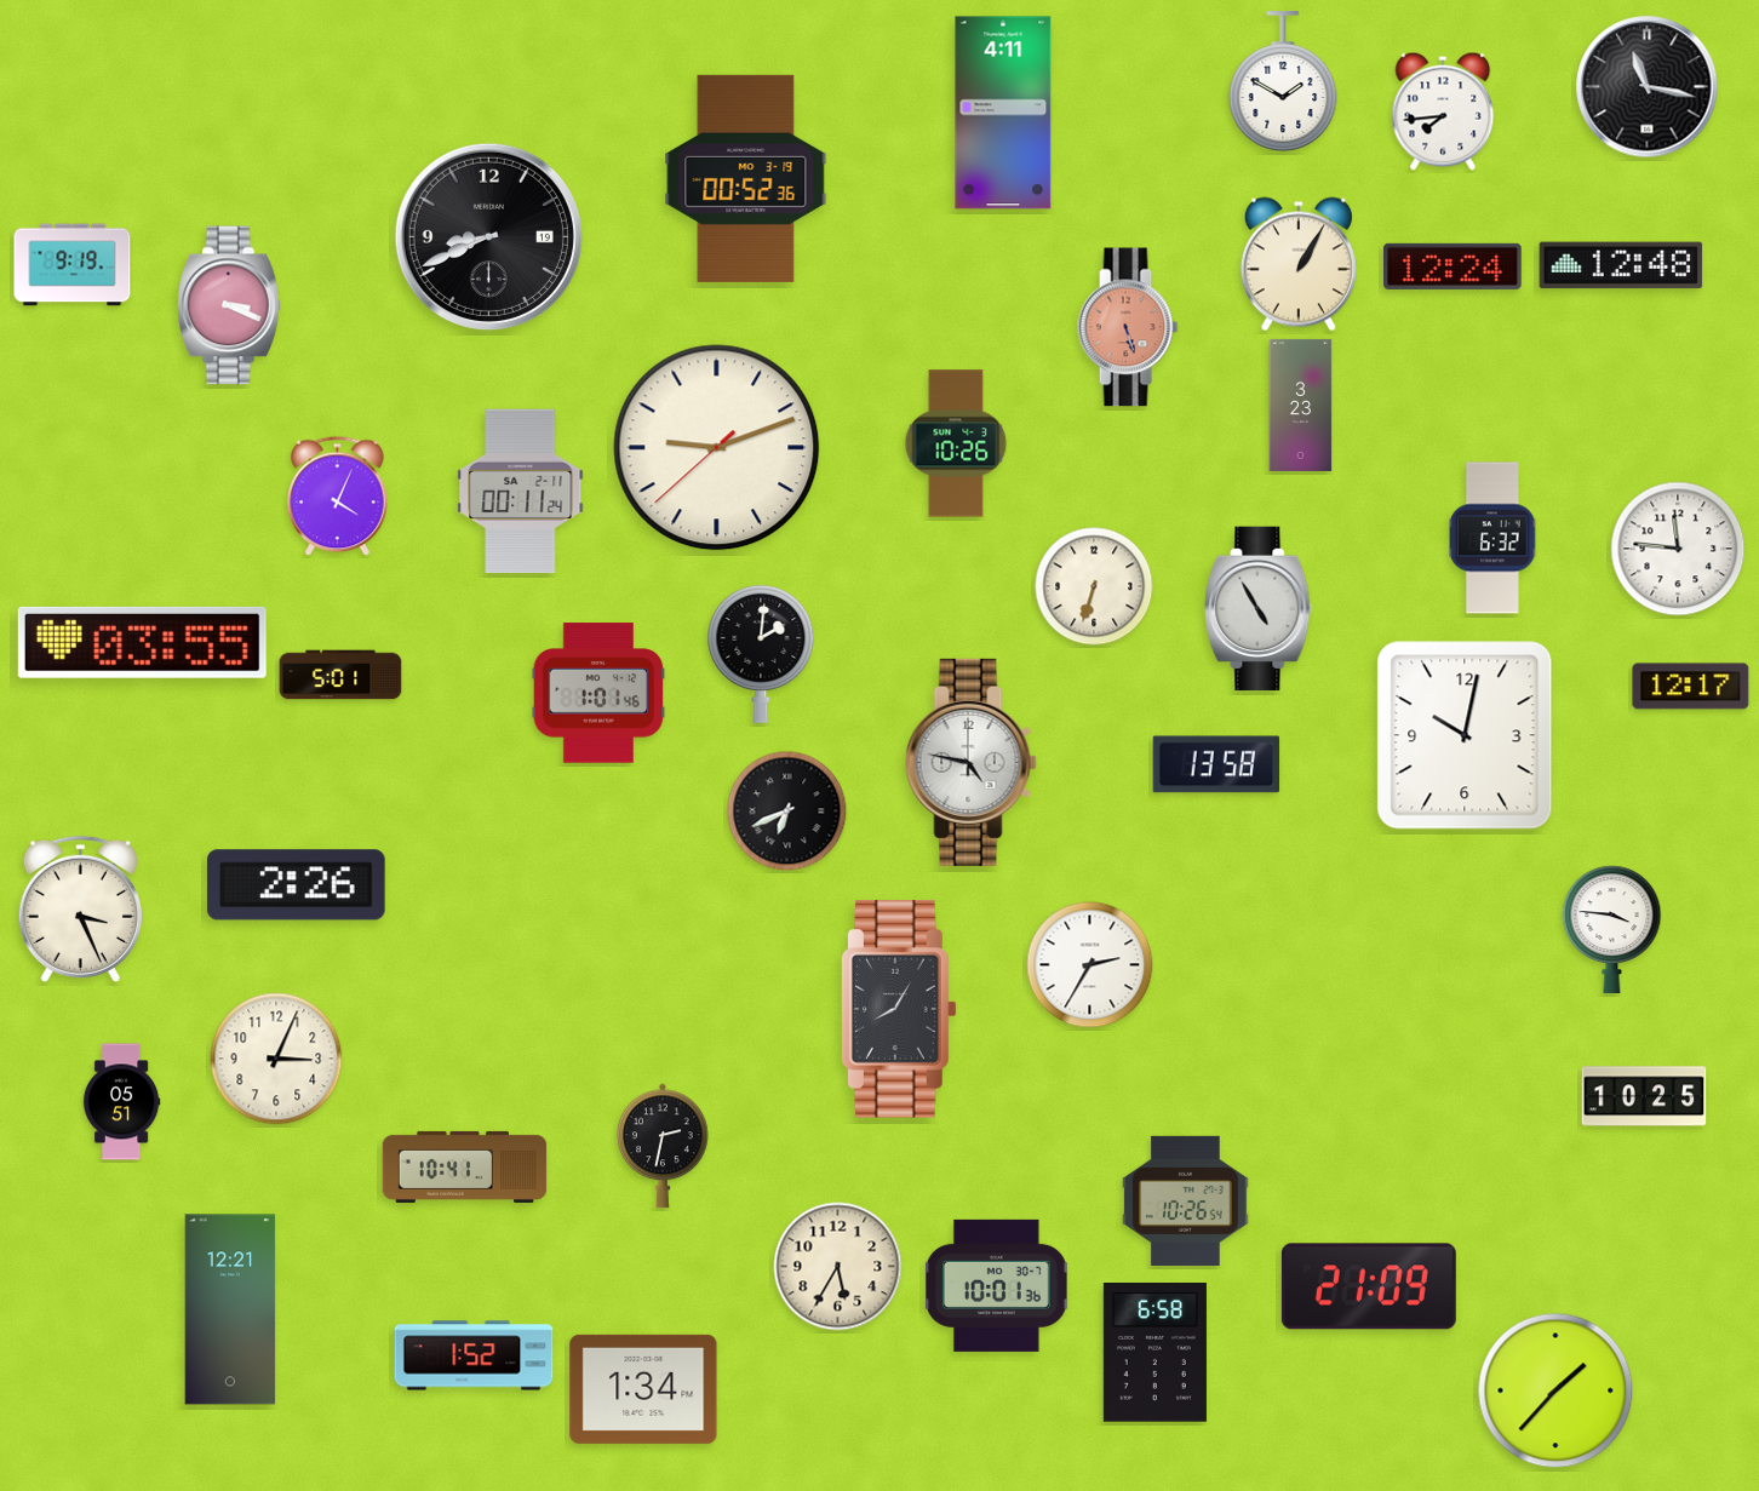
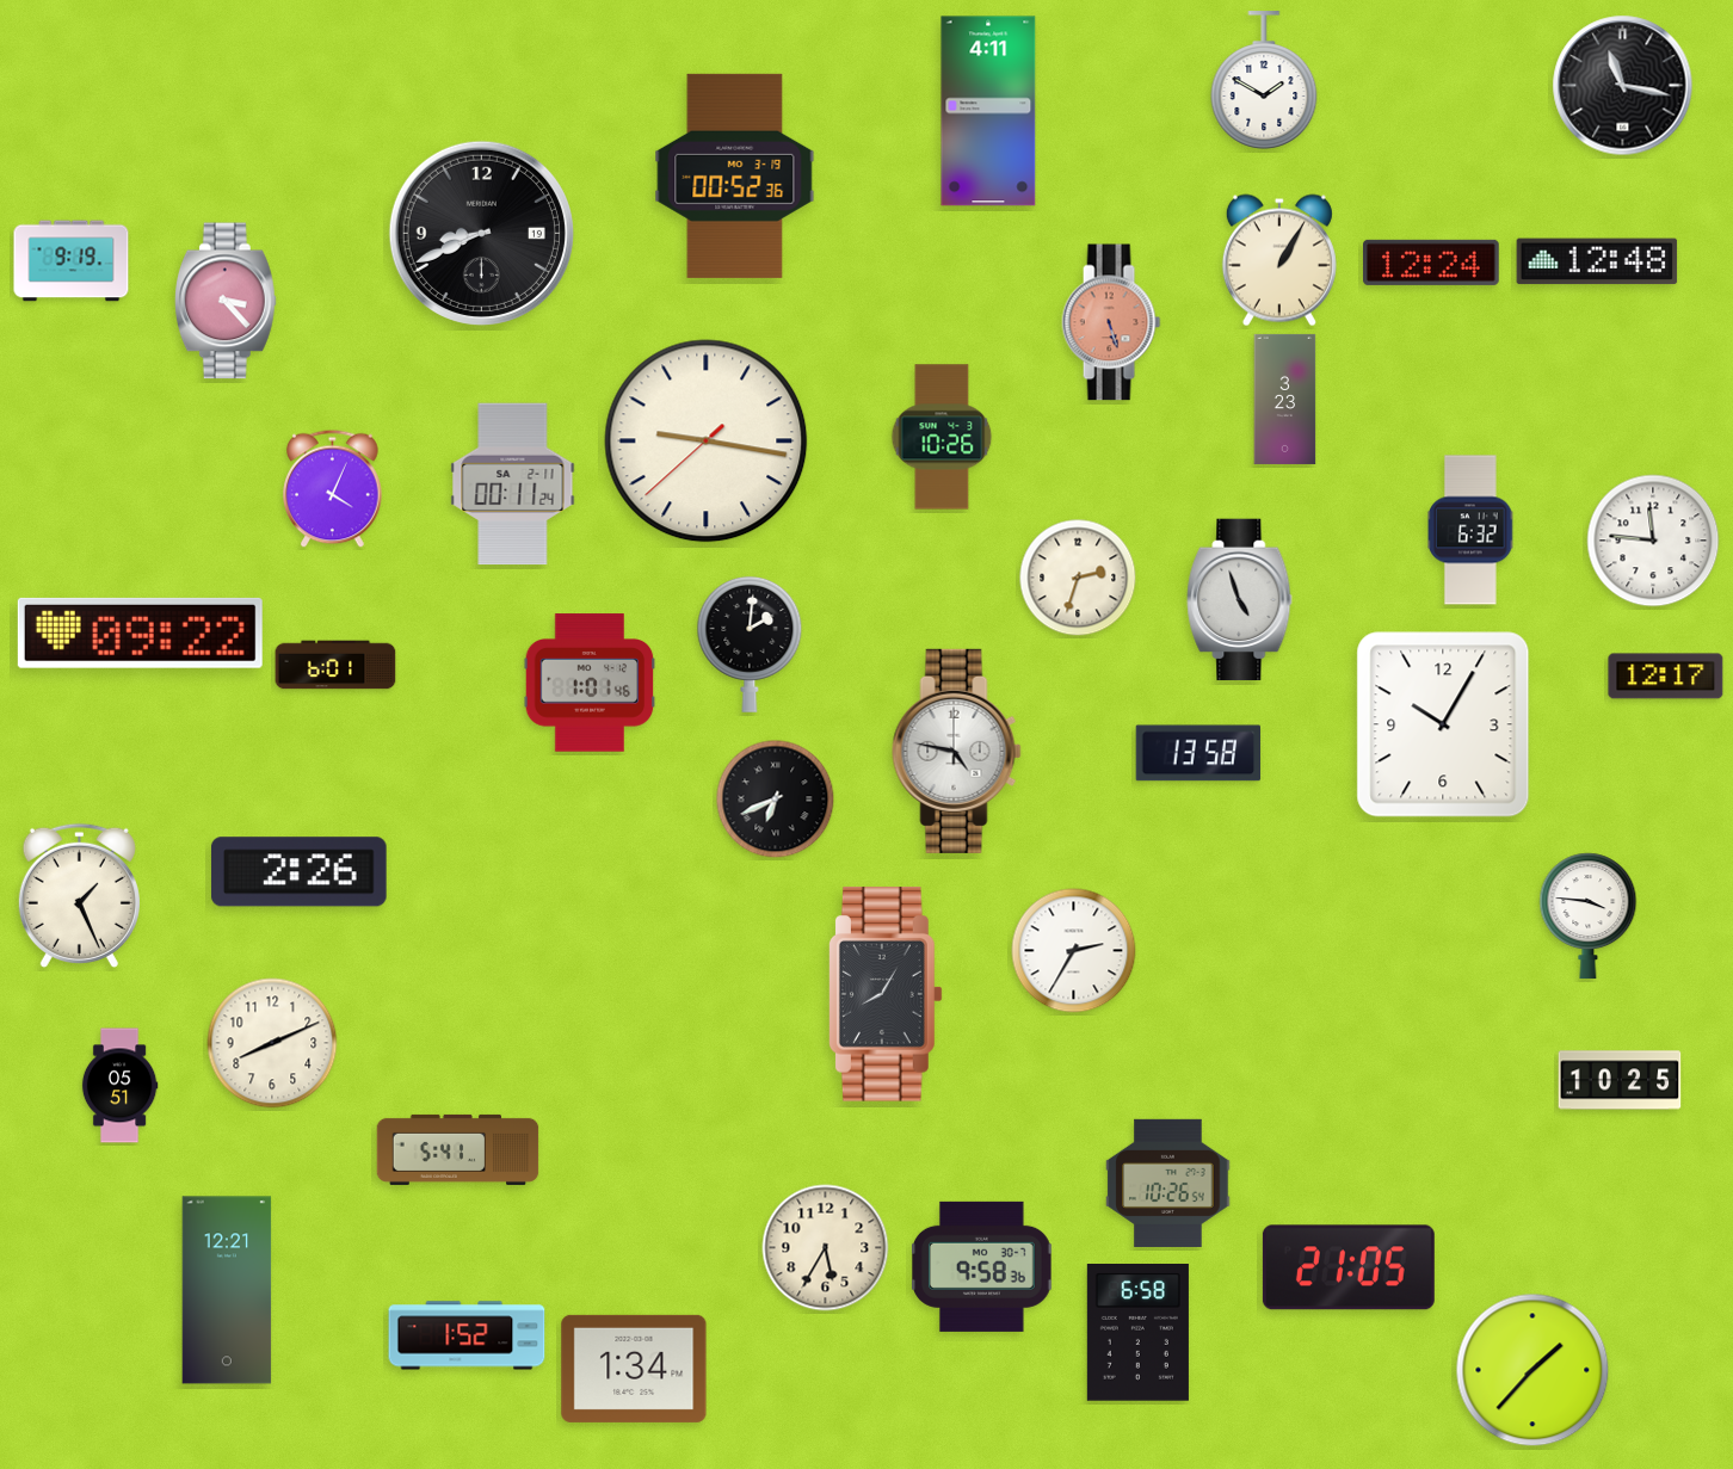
clock at (1443, 111): 7:44 -> none
clock at (229, 305): 3:19 -> 3:23
clock at (1301, 405) position: (1301, 405) -> (1285, 399)
clock at (717, 448): 9:11 -> 9:16
clock at (1094, 586): 6:33 -> 2:33
clock at (1259, 609): 4:55 -> 4:57
clock at (142, 642): 03:55 -> 09:22
clock at (340, 675): 5:01 -> 6:01
clock at (1465, 735): 10:02 -> 10:05
clock at (296, 885) position: (296, 885) -> (298, 872)
clock at (80, 908): 3:26 -> 1:26
clock at (276, 1059): 3:04 -> 8:11
clock at (663, 1146): 2:32 -> none
clock at (465, 1166): 10:41 -> 5:41
clock at (997, 1285): 10:01 -> 9:58
clock at (1369, 1286): 21:09 -> 21:05
